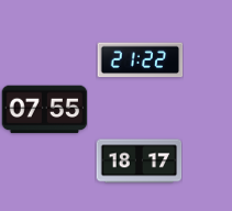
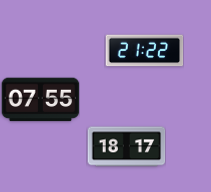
clock at (140, 60) position: (140, 60) -> (144, 51)
